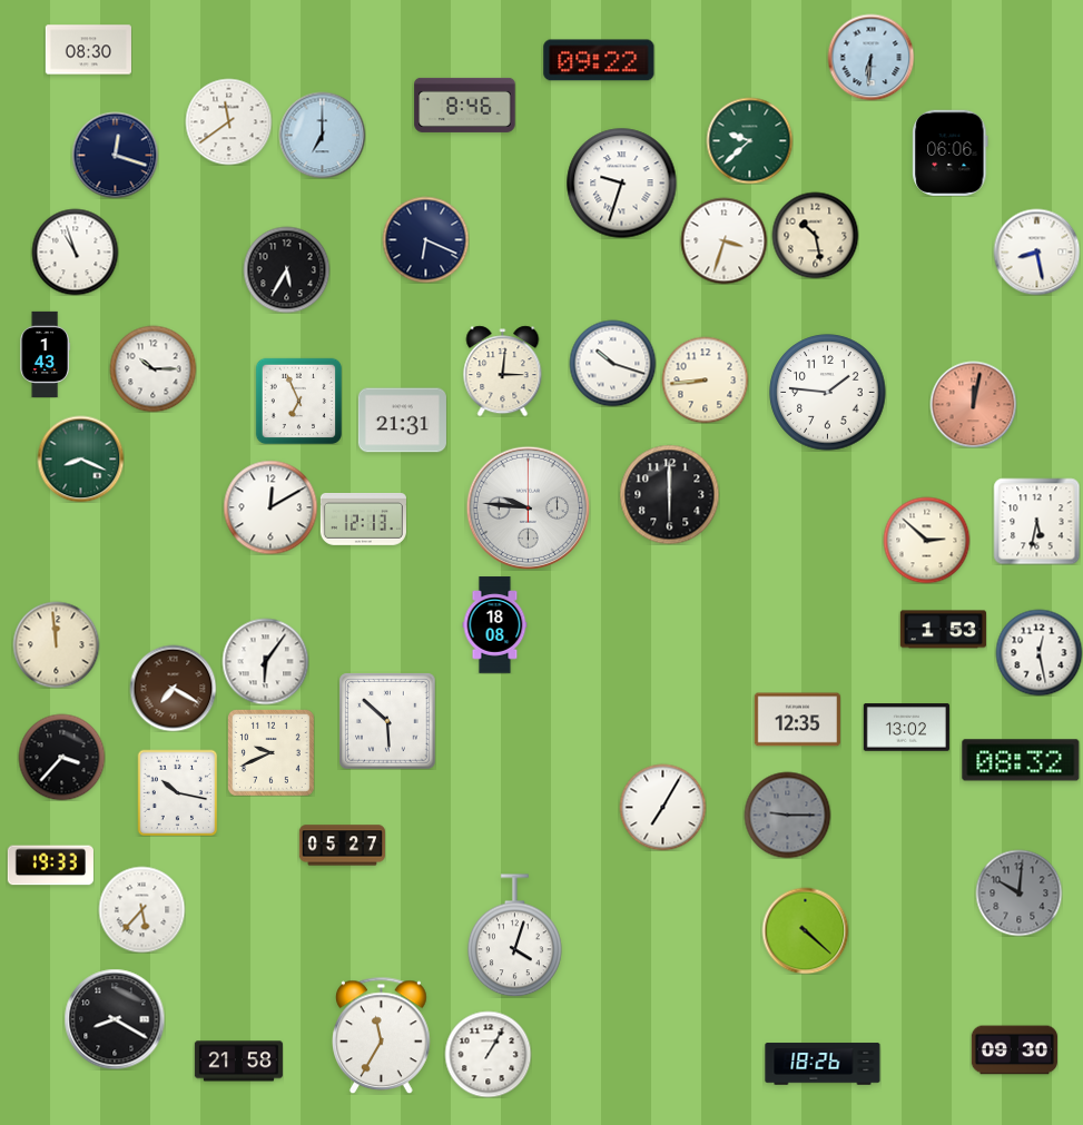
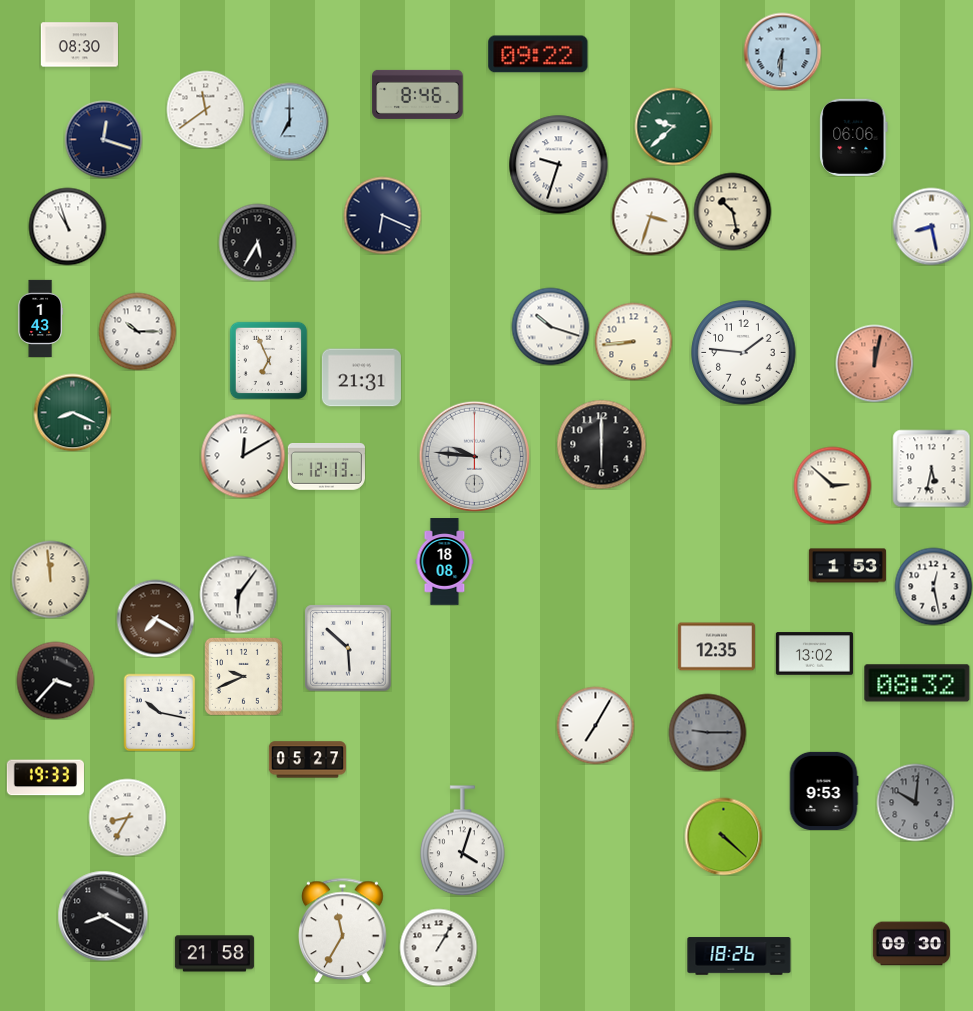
clock at (503, 371): 3:01 -> none
clock at (824, 791): none -> 9:53
clock at (141, 909): 5:37 -> 8:35
